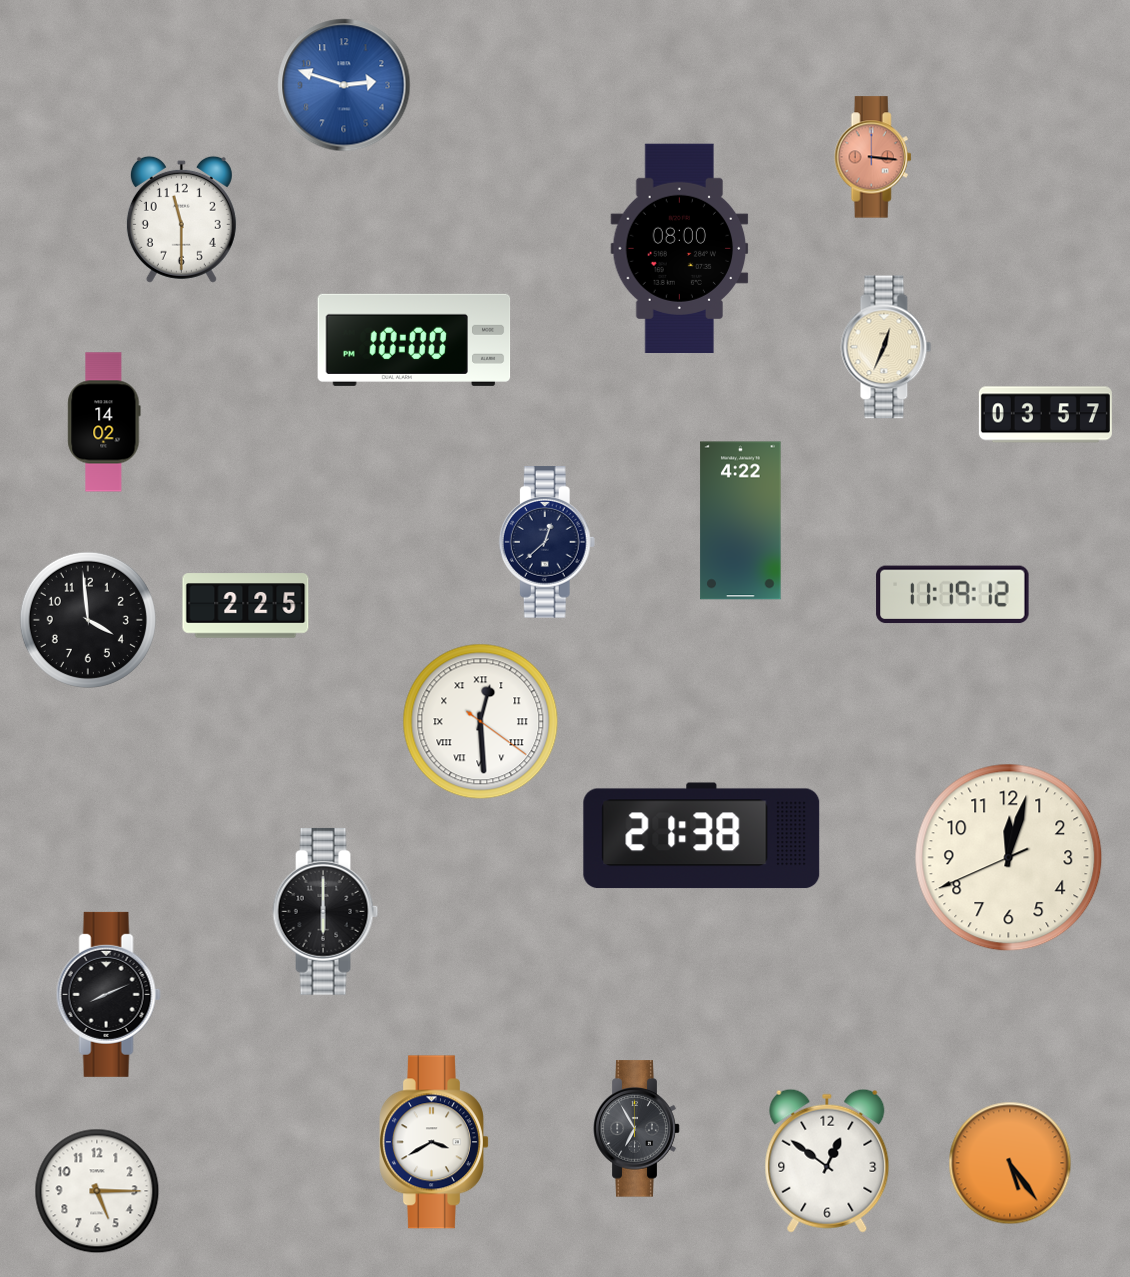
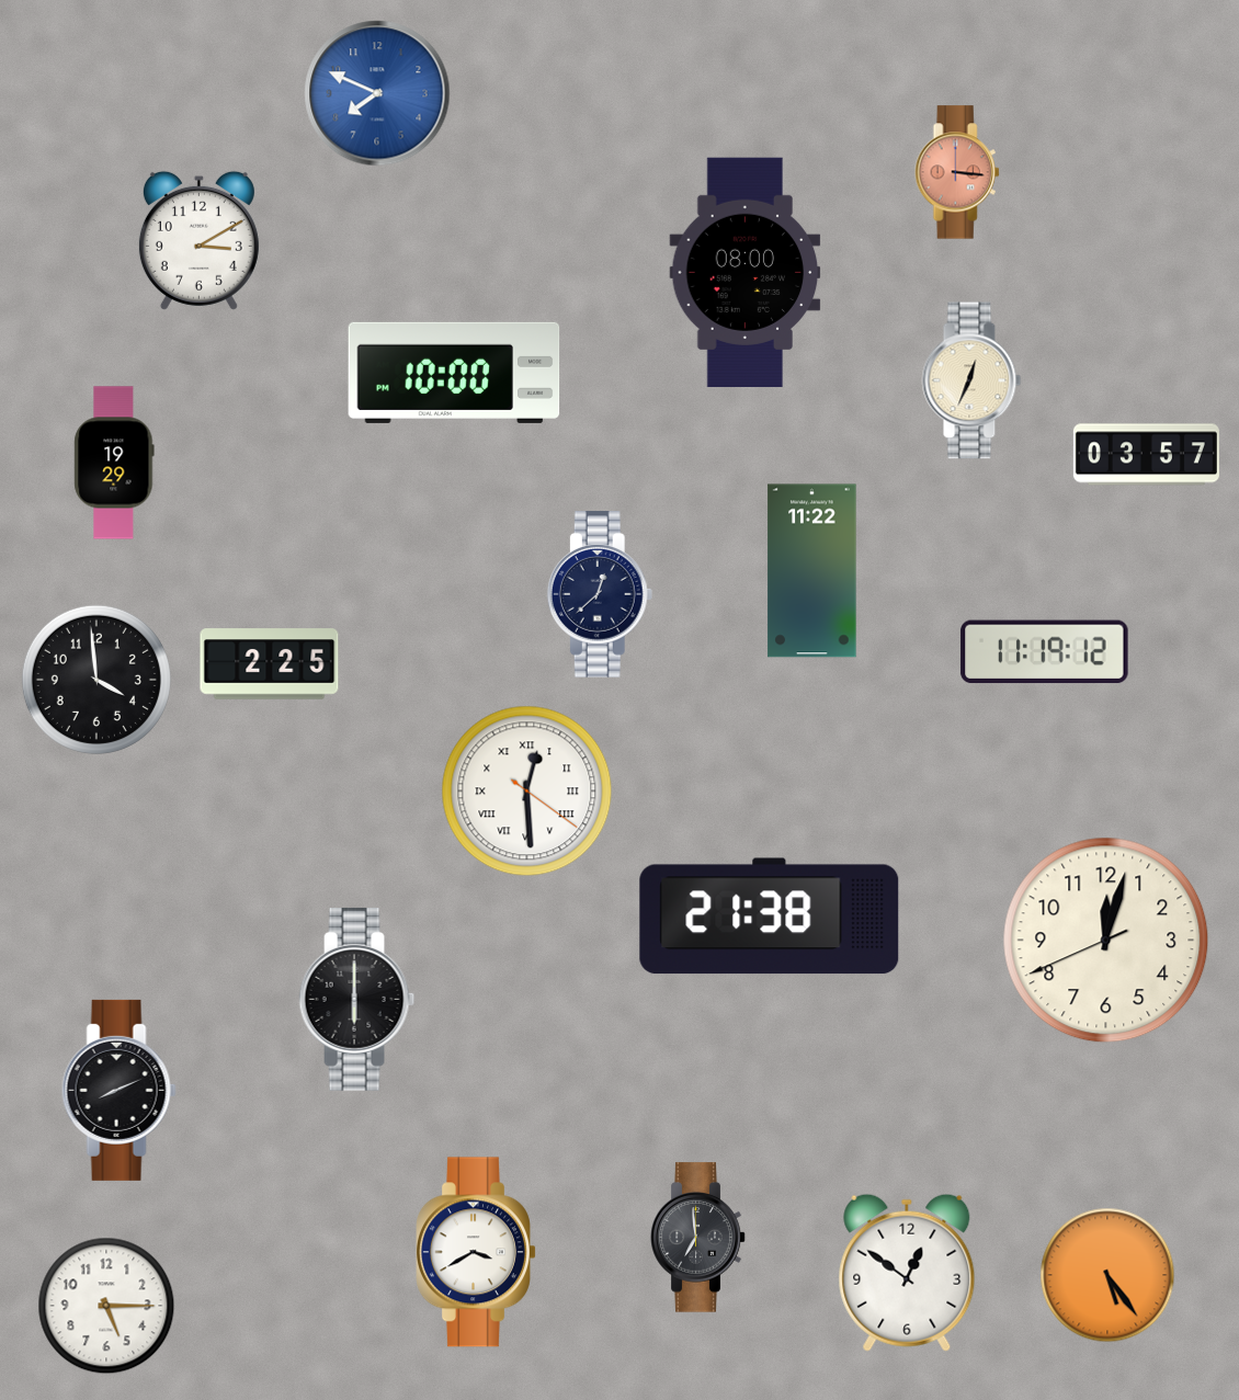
clock at (344, 85): 2:48 -> 7:49
clock at (181, 219): 11:30 -> 3:10
clock at (104, 422): 14:02 -> 19:29
clock at (741, 521): 4:22 -> 11:22
clock at (637, 1129): 6:55 -> 6:59
